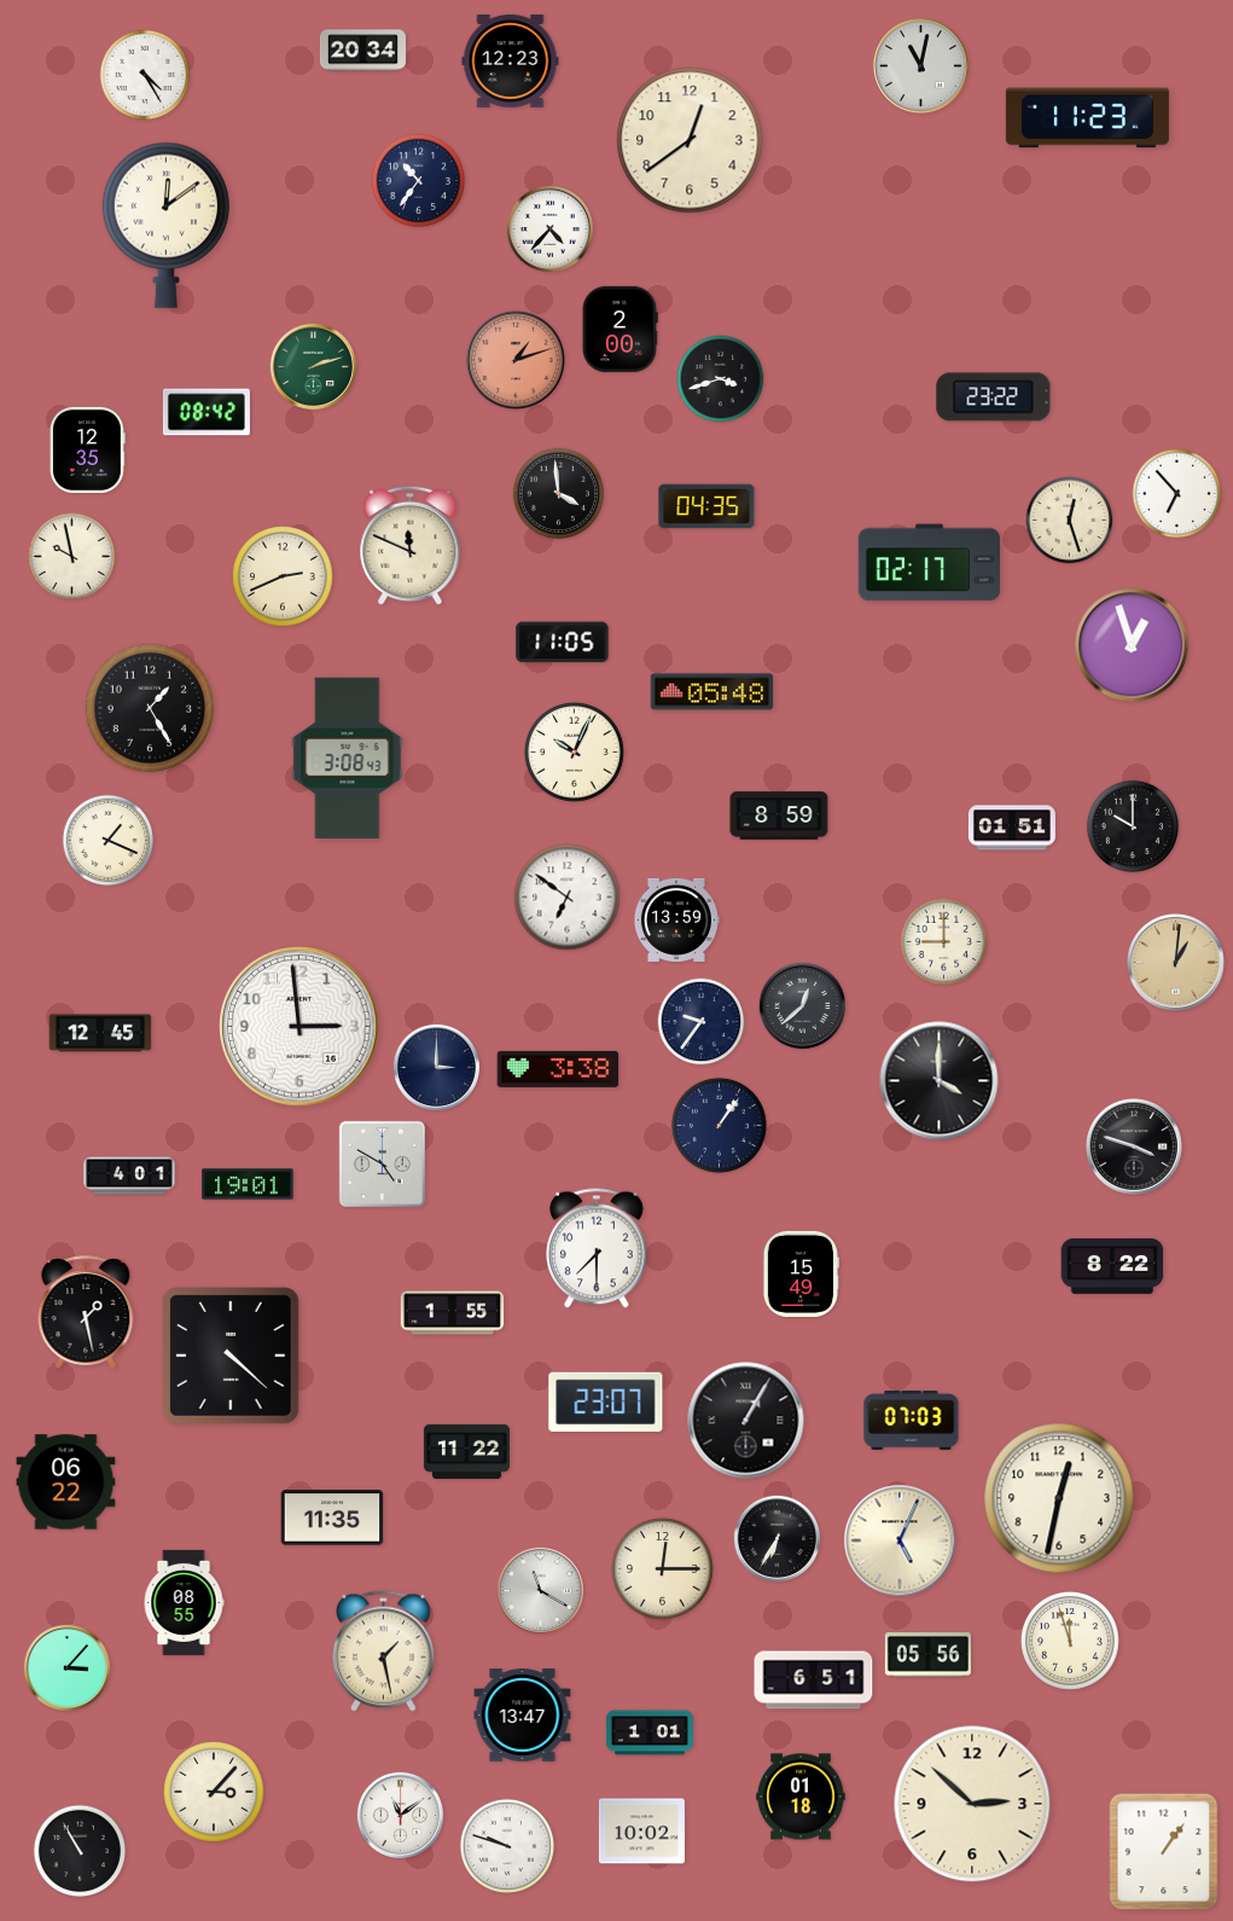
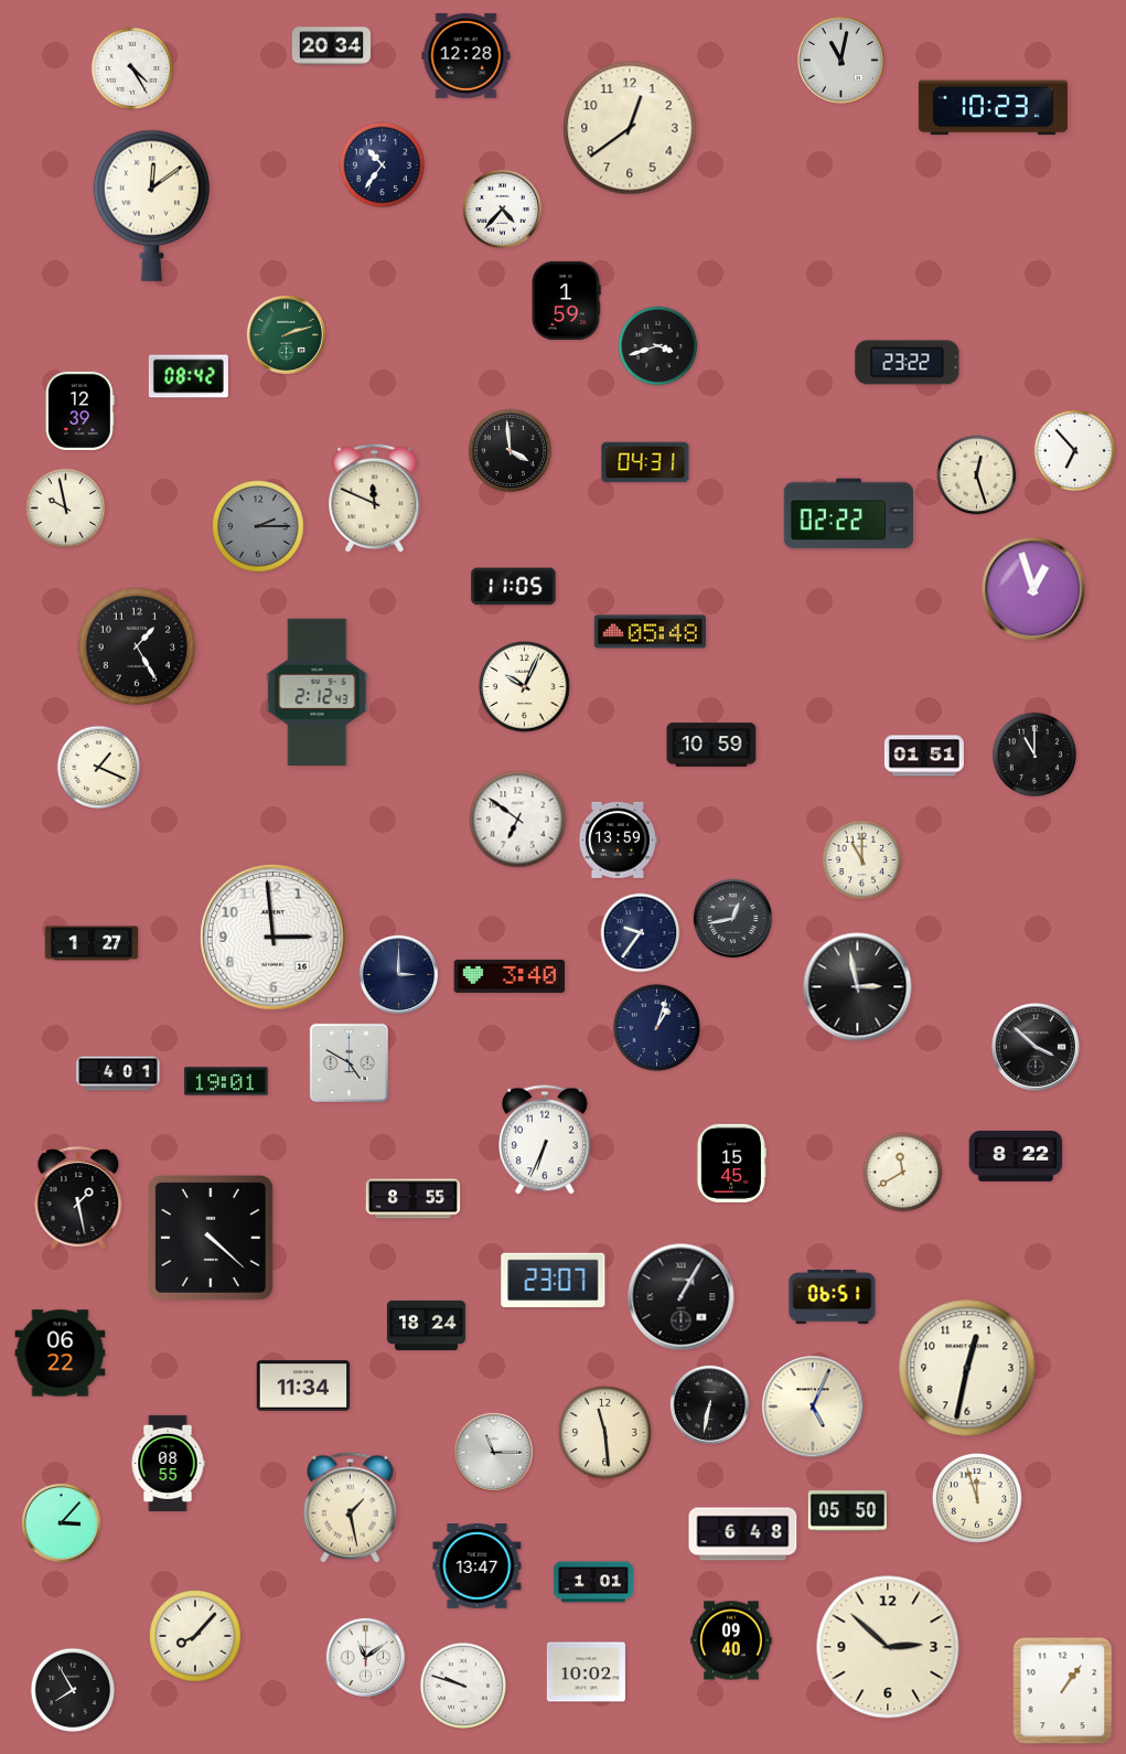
clock at (511, 62): 12:23 -> 12:28
clock at (1087, 118): 11:23 -> 10:23
clock at (620, 329): 2:00 -> 1:59
clock at (516, 360): 1:12 -> none
clock at (87, 449): 12:35 -> 12:39
clock at (706, 506): 04:35 -> 04:31
clock at (930, 563): 02:17 -> 02:22
clock at (283, 576): 2:41 -> 2:15
clock at (283, 576) dial: cream -> grey
clock at (348, 758): 3:08 -> 2:12
clock at (779, 816): 8:59 -> 10:59
clock at (1133, 826): 10:00 -> 11:00
clock at (944, 942): 9:00 -> 11:00
clock at (1176, 963): 1:01 -> none
clock at (802, 1005): 12:38 -> 12:43
clock at (100, 1033): 12:45 -> 1:27
clock at (558, 1069): 3:38 -> 3:40
clock at (940, 1081): 4:00 -> 2:58
clock at (719, 1125): 1:06 -> 1:03
clock at (1134, 1147): 3:48 -> 3:52
clock at (597, 1248): 7:30 -> 6:34
clock at (801, 1273): 15:49 -> 15:45
clock at (903, 1173): none -> 11:40
clock at (453, 1313): 1:55 -> 8:55
clock at (912, 1420): 07:03 -> 06:51
clock at (466, 1451): 11:22 -> 18:24
clock at (332, 1517): 11:35 -> 11:34
clock at (777, 1538): 6:35 -> 6:32
clock at (900, 1540) position: (900, 1540) -> (813, 1407)
clock at (663, 1569): 12:15 -> 11:29
clock at (540, 1590): 11:20 -> 11:15
clock at (927, 1655): 05:56 -> 05:50
clock at (814, 1681): 6:51 -> 6:48
clock at (214, 1792): 3:07 -> 8:07
clock at (801, 1797): 01:18 -> 09:40
clock at (80, 1851): 10:55 -> 7:55
